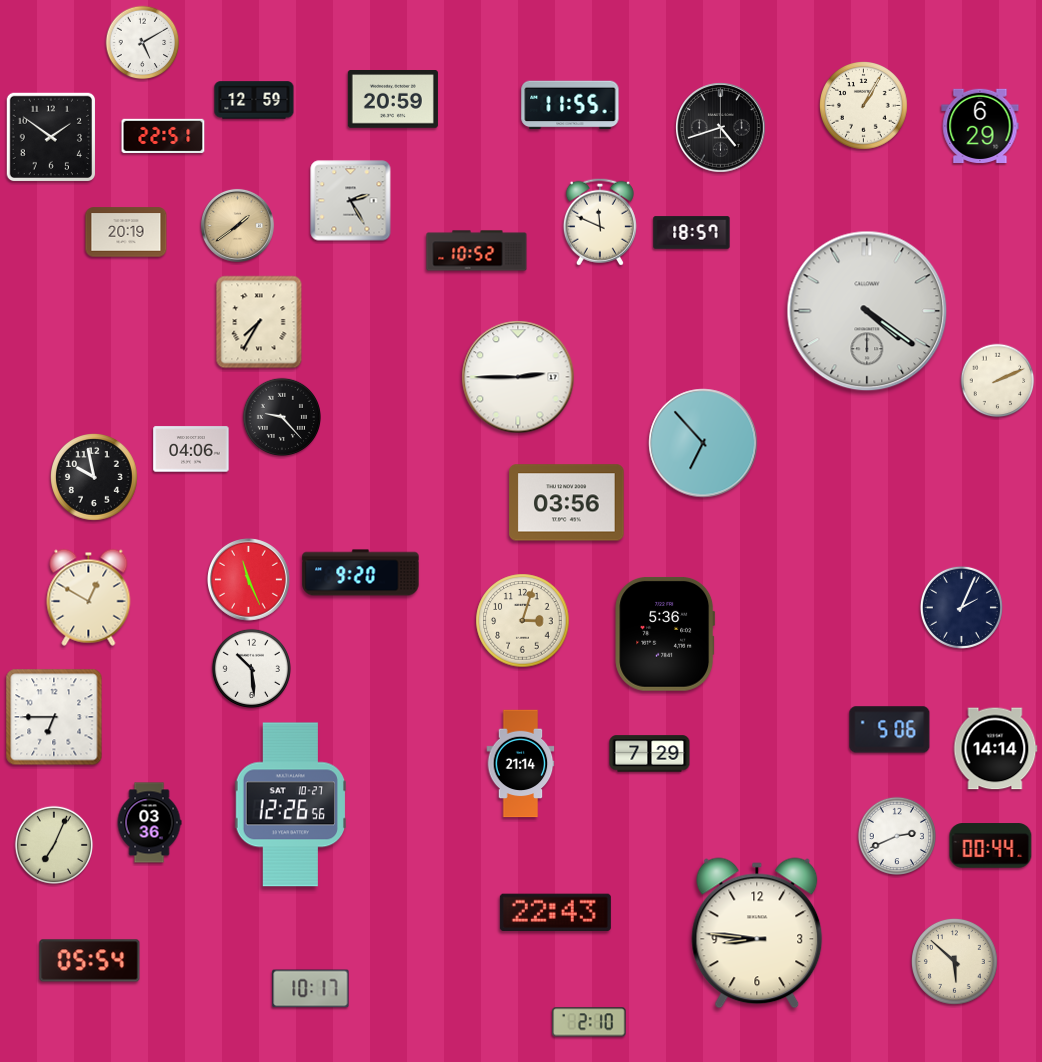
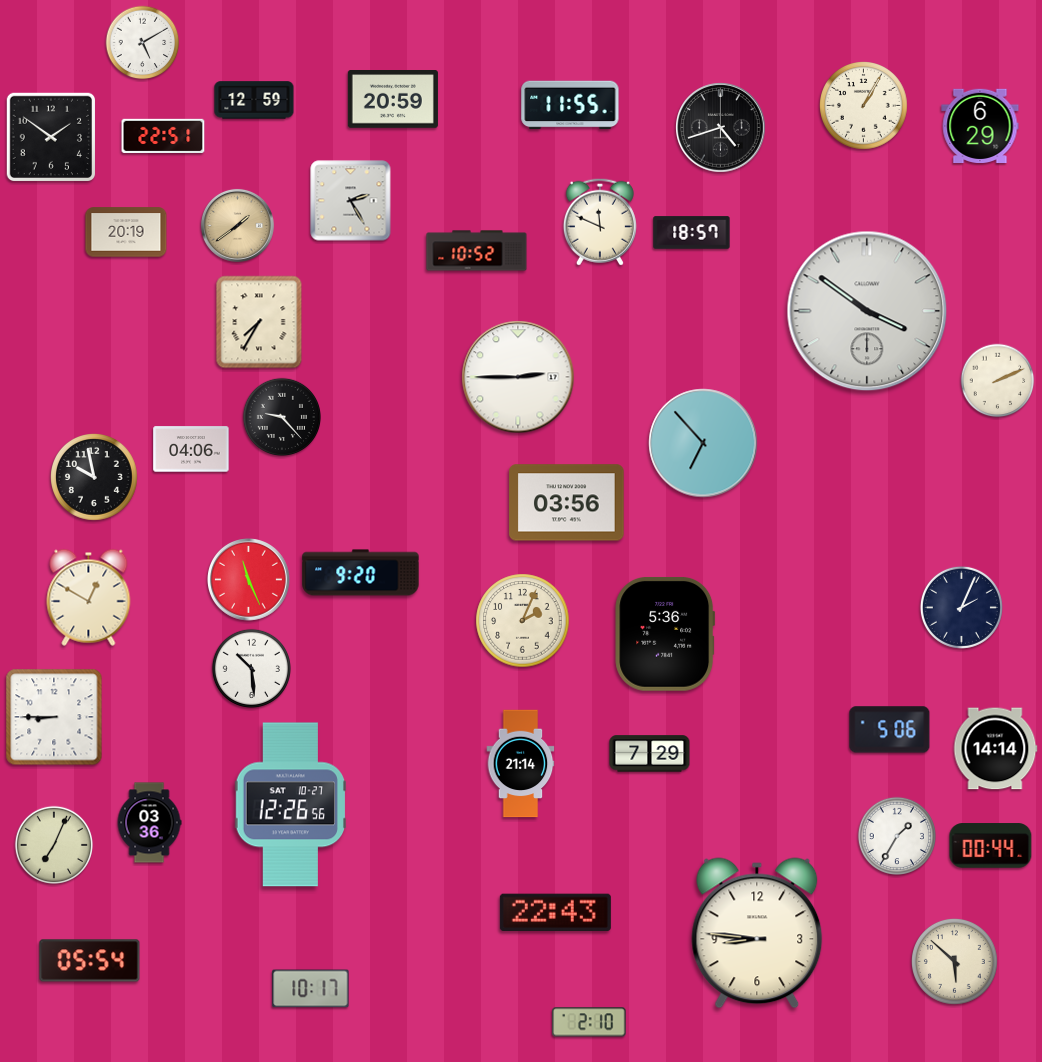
clock at (867, 311): 4:21 -> 3:51
clock at (523, 621): 3:03 -> 2:04
clock at (54, 717): 6:45 -> 8:45
clock at (896, 835): 2:41 -> 1:35
